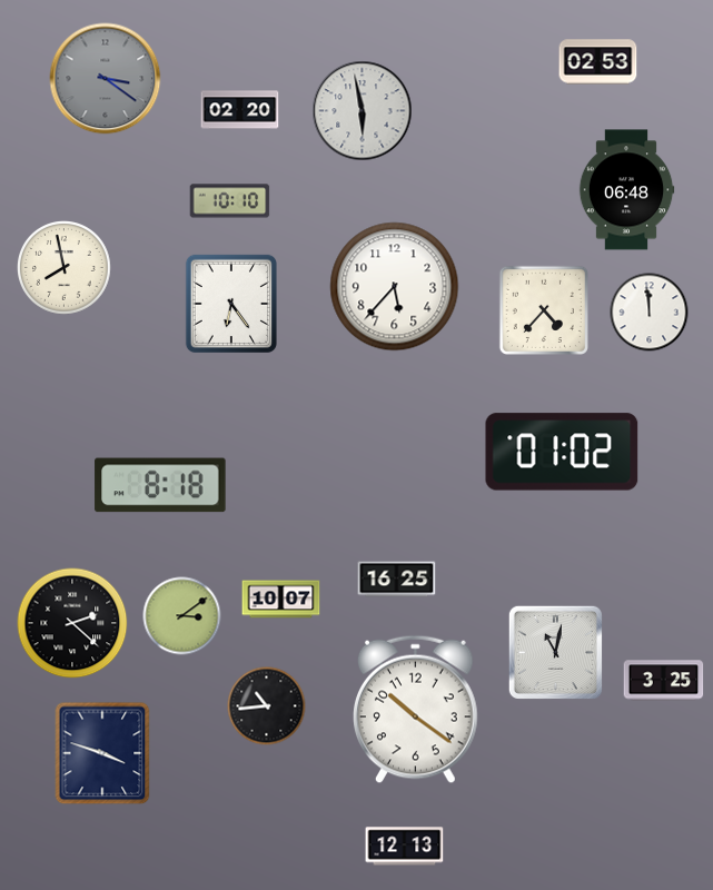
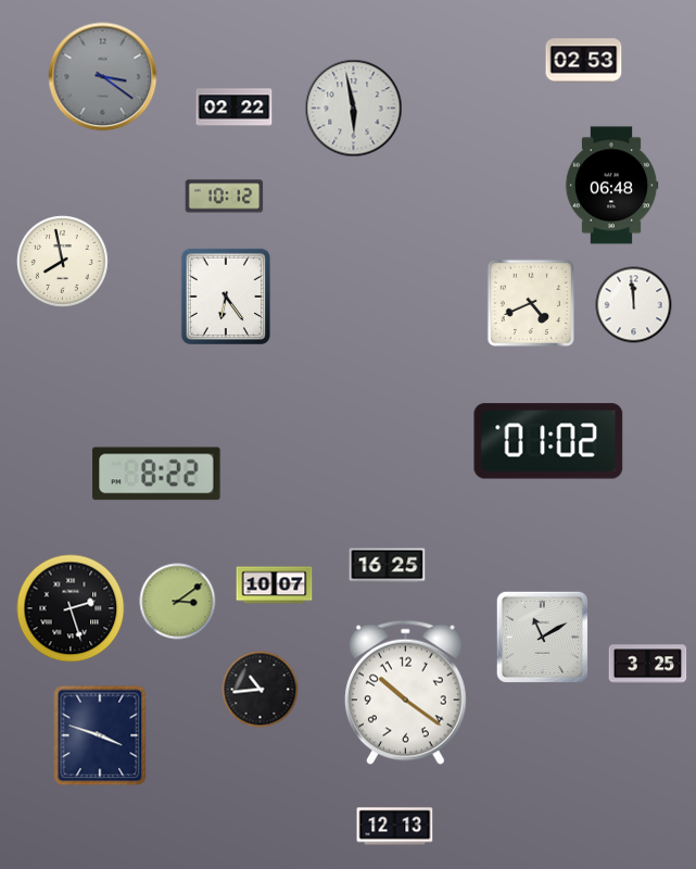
clock at (240, 110): 02:20 -> 02:22
clock at (230, 201): 10:10 -> 10:12
clock at (395, 287): 5:37 -> none
clock at (544, 310): 4:37 -> 4:41
clock at (160, 485): 8:18 -> 8:22
clock at (72, 623): 2:22 -> 2:27
clock at (555, 652): 11:02 -> 11:10
